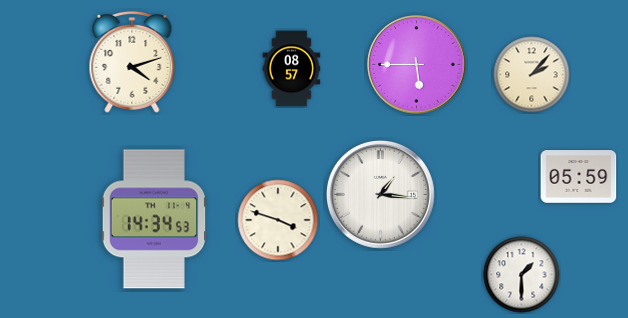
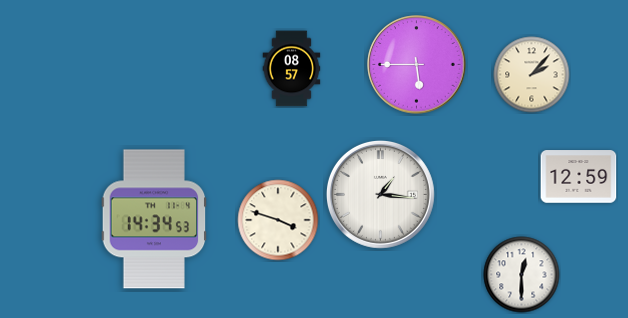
clock at (132, 62): 4:12 -> none
clock at (579, 177): 05:59 -> 12:59
clock at (522, 275): 1:30 -> 12:30
